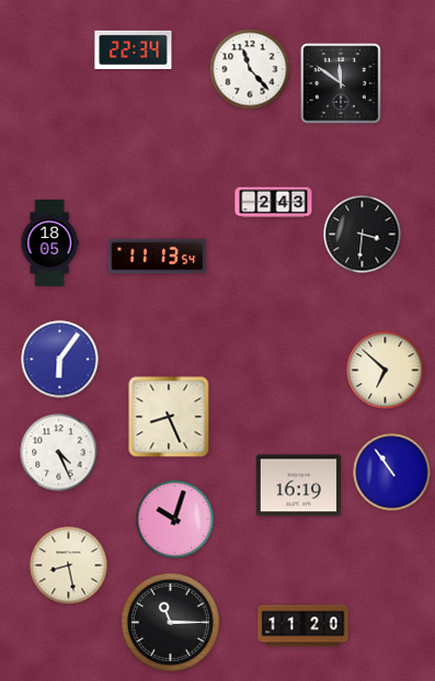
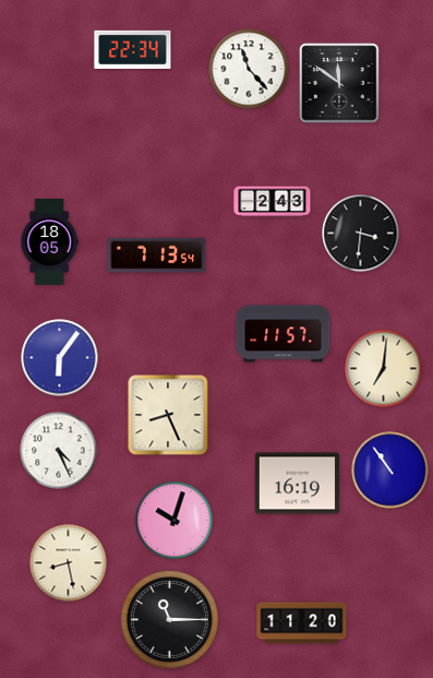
clock at (158, 257): 11:13 -> 7:13
clock at (284, 334): none -> 11:57
clock at (386, 371): 6:52 -> 7:01
clock at (175, 520) position: (175, 520) -> (175, 521)
